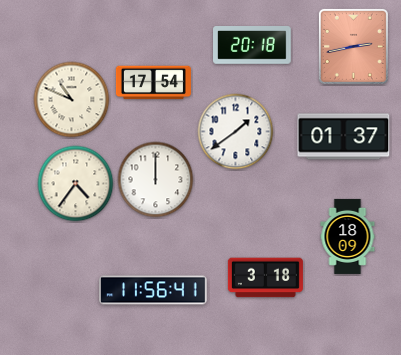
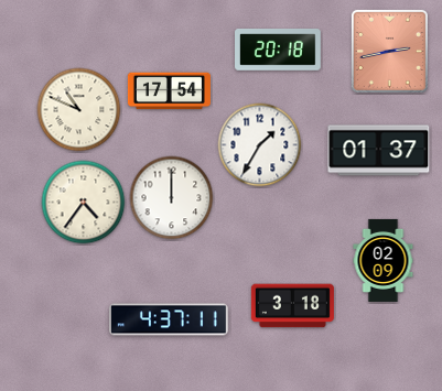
clock at (236, 132): 1:39 -> 1:35
clock at (348, 236): 18:09 -> 02:09
clock at (154, 290): 11:56 -> 4:37
